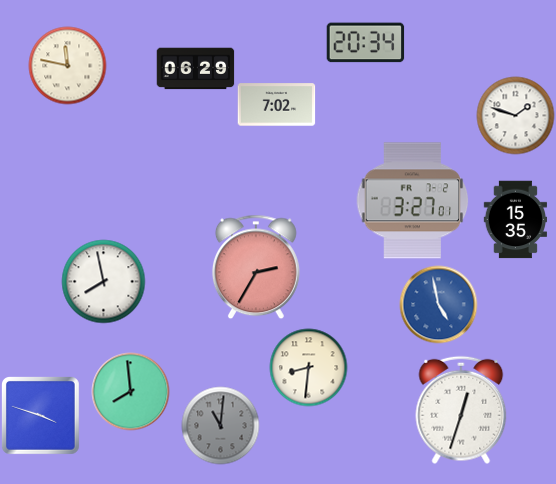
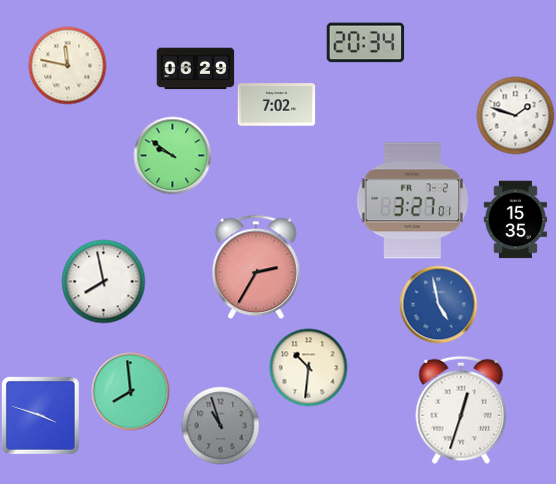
clock at (172, 155): none -> 9:51
clock at (308, 367): 8:31 -> 10:31
clock at (220, 425): 11:01 -> 10:57
